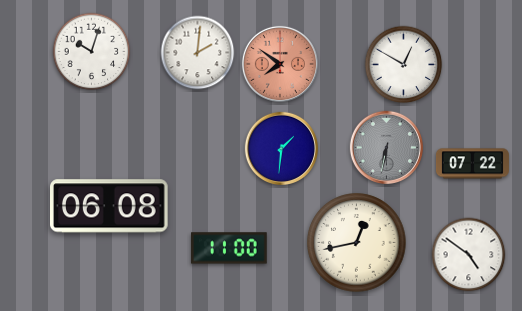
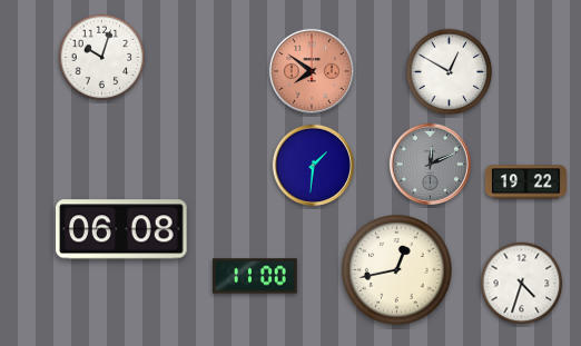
clock at (198, 53): 2:01 -> none
clock at (386, 147): 6:32 -> 12:11
clock at (472, 164): 07:22 -> 19:22
clock at (469, 255): 4:51 -> 4:33
